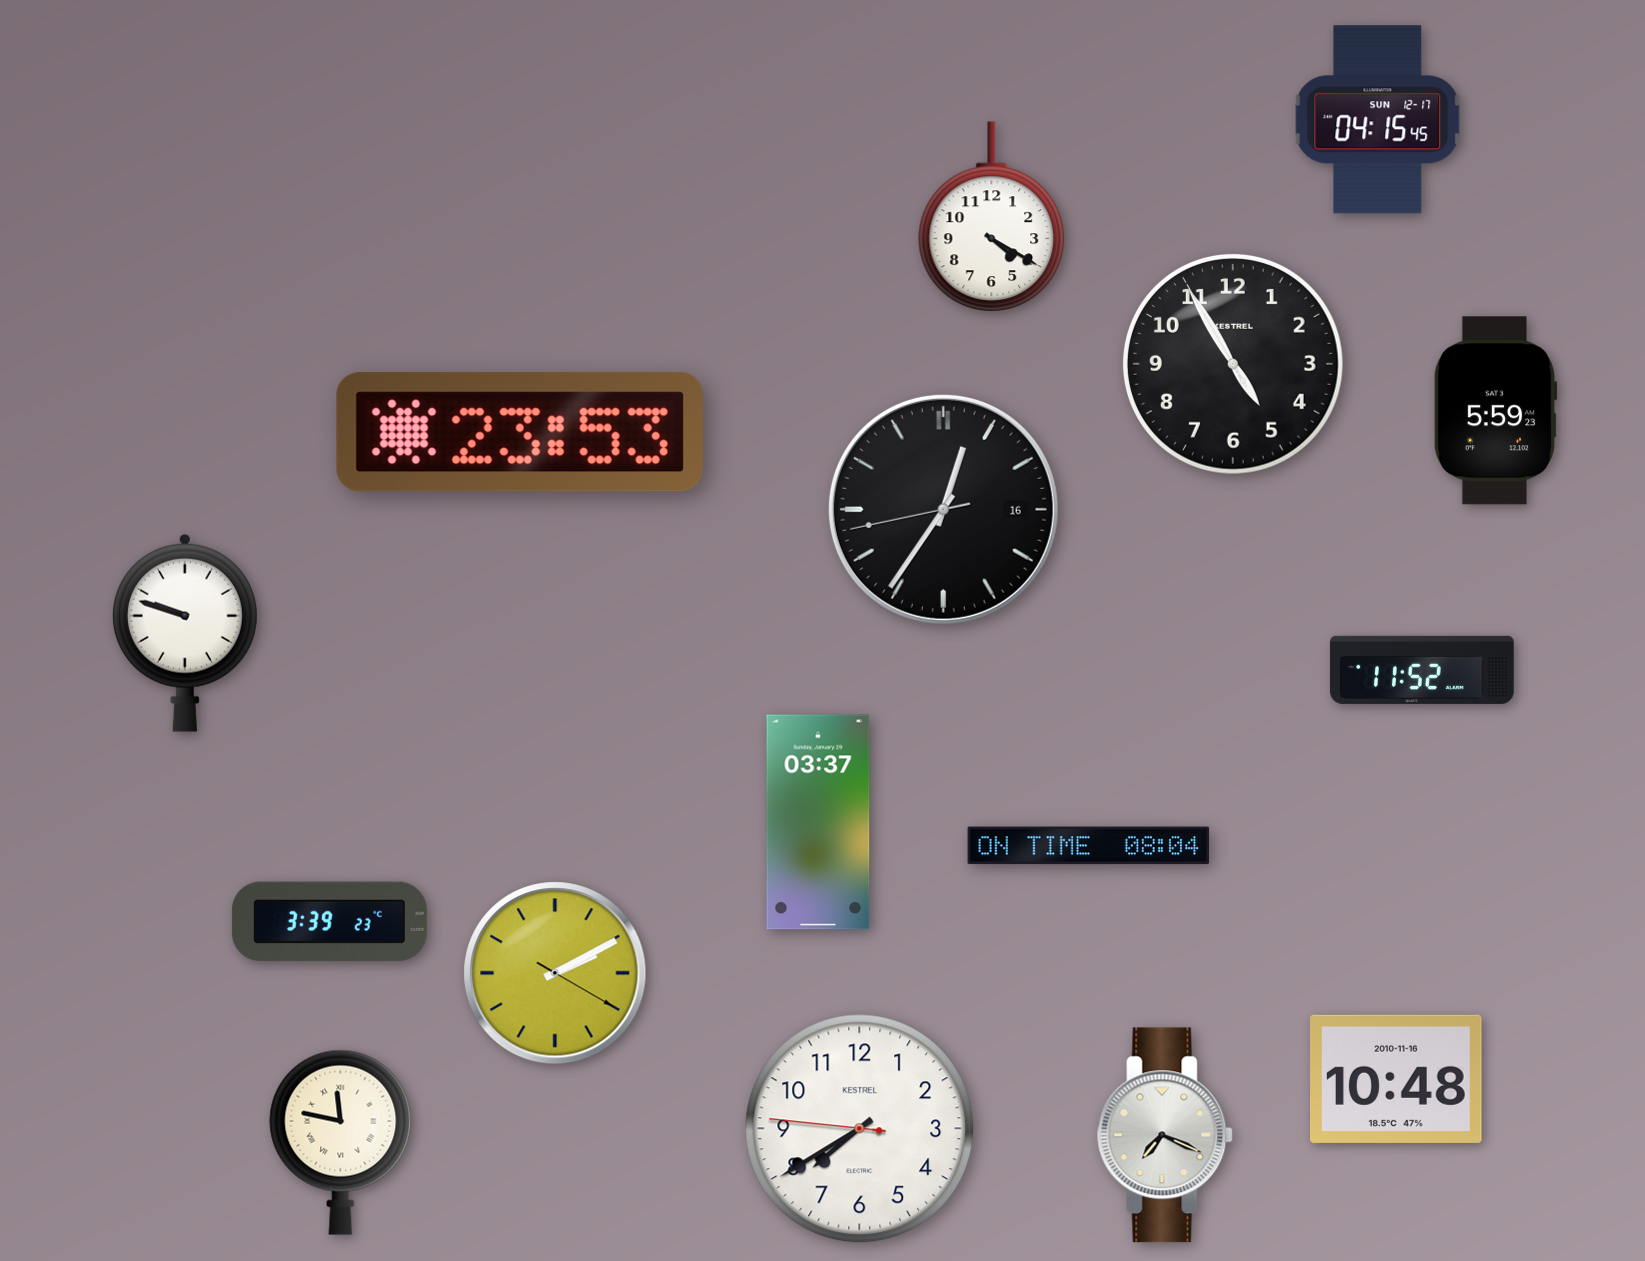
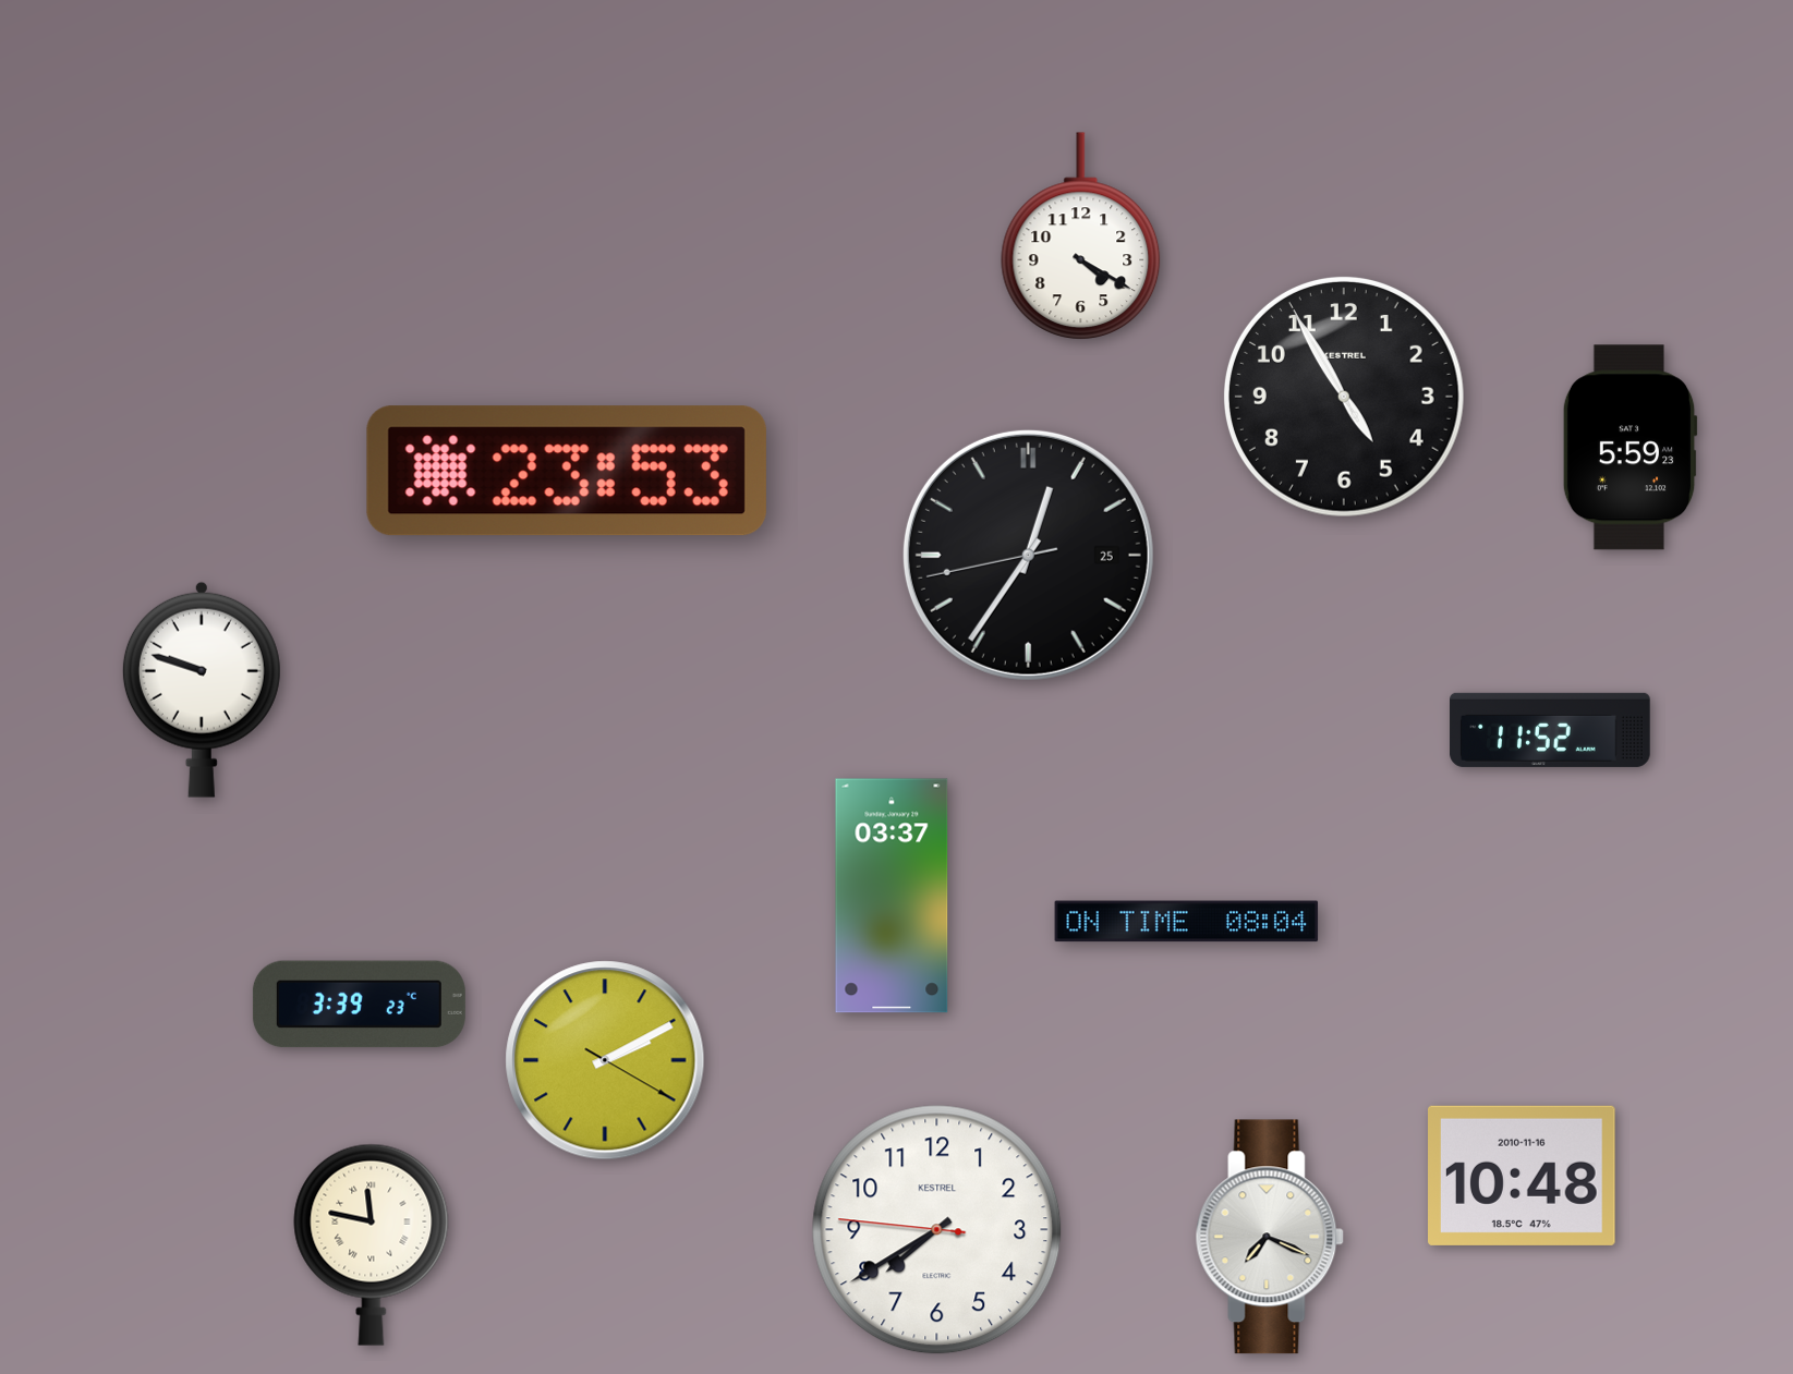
clock at (1378, 120): 04:15 -> none
clock at (943, 509) date: 16 -> 25
